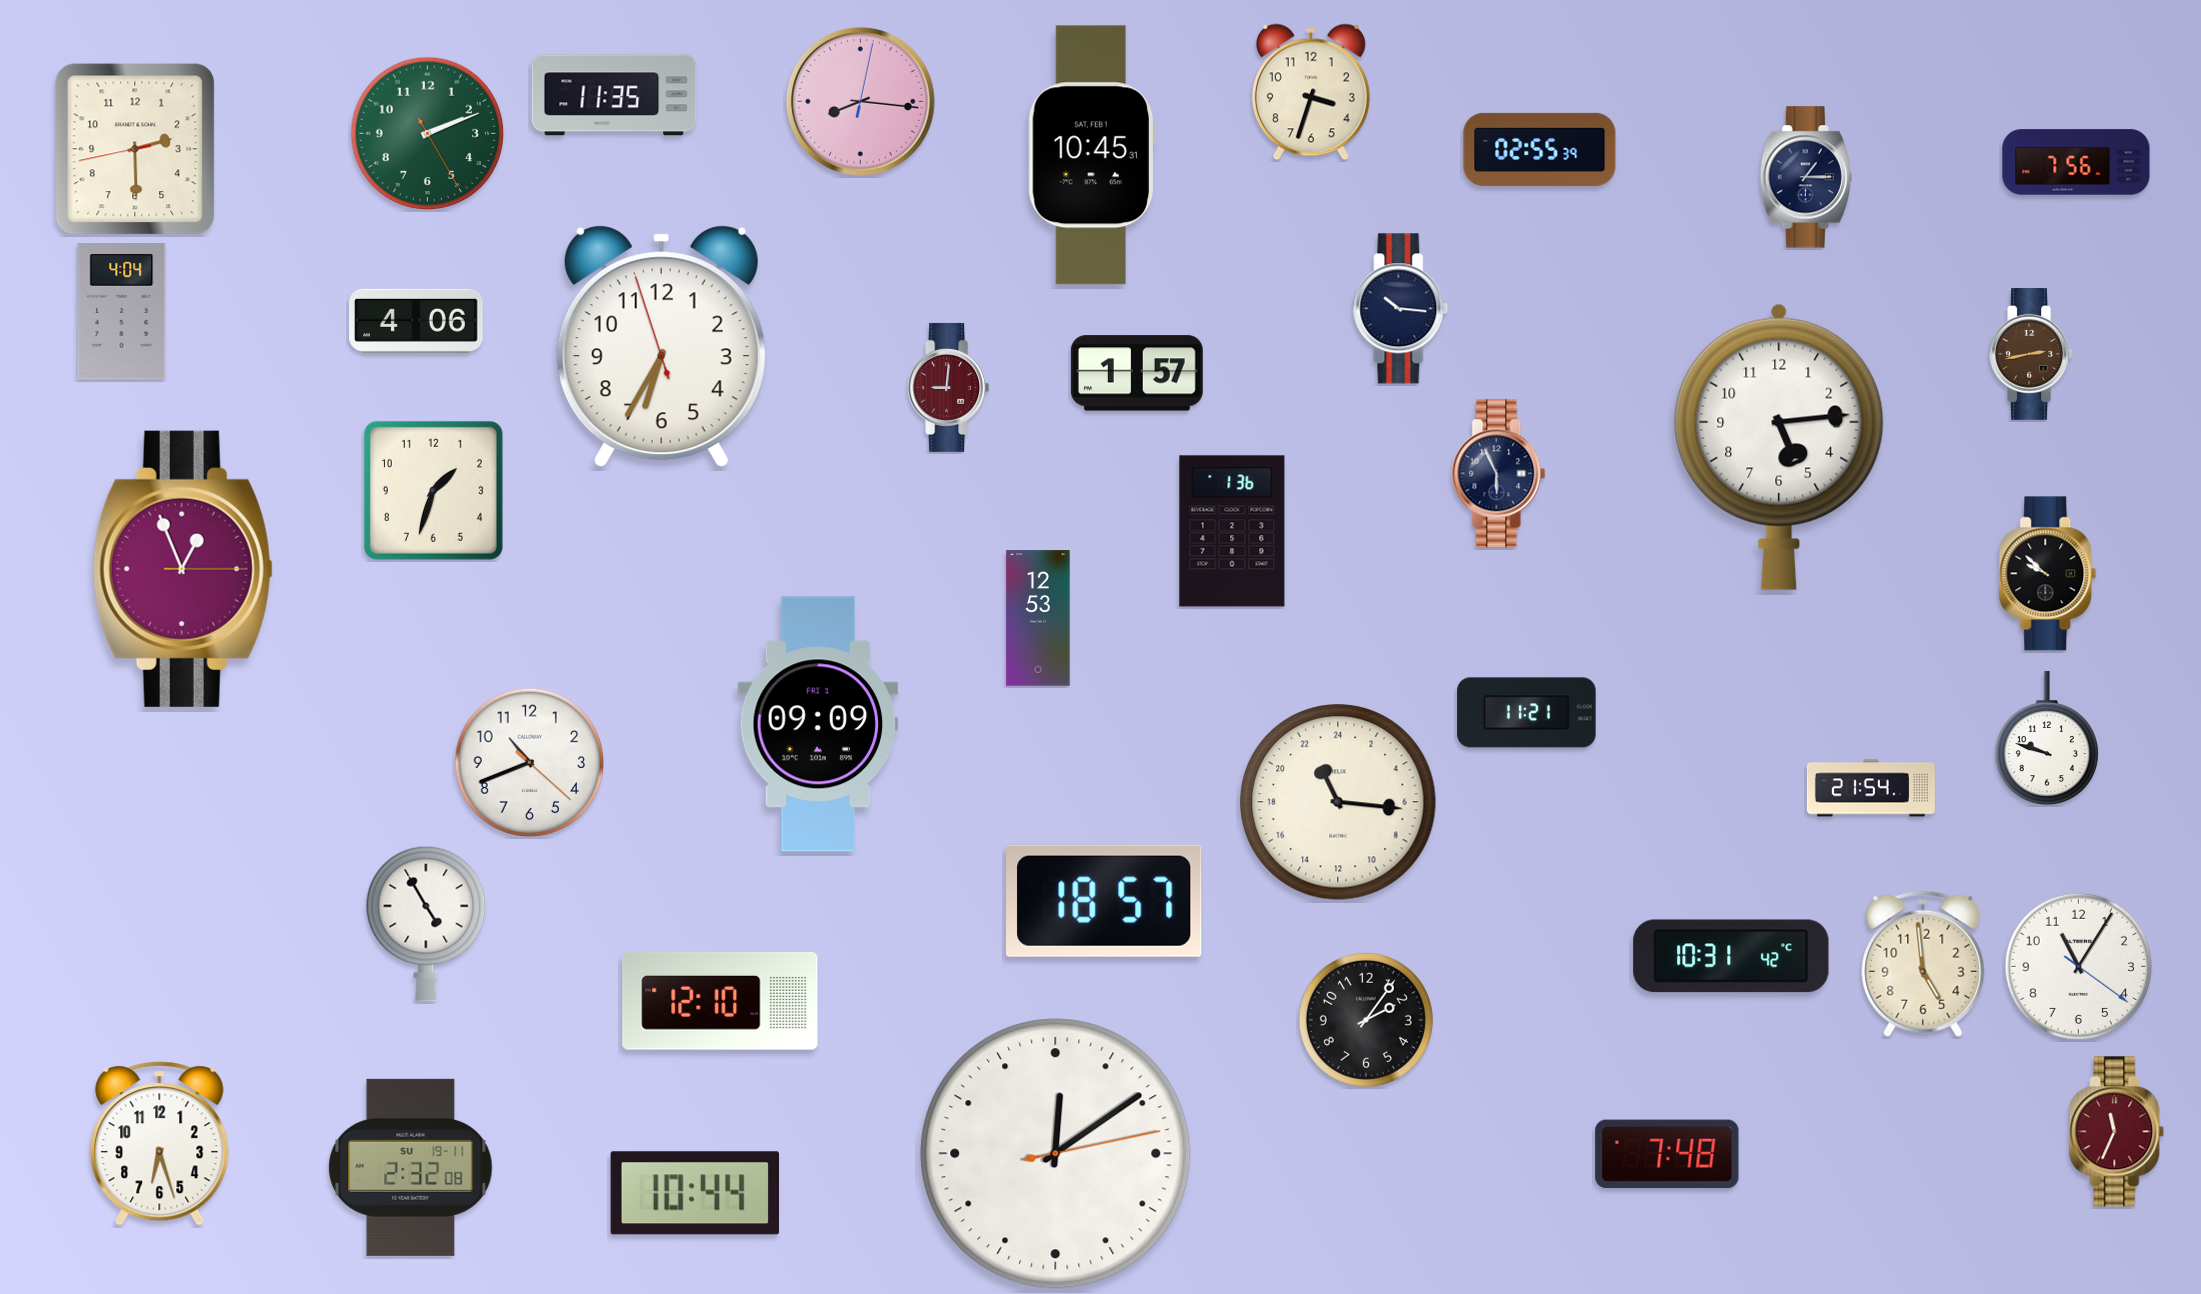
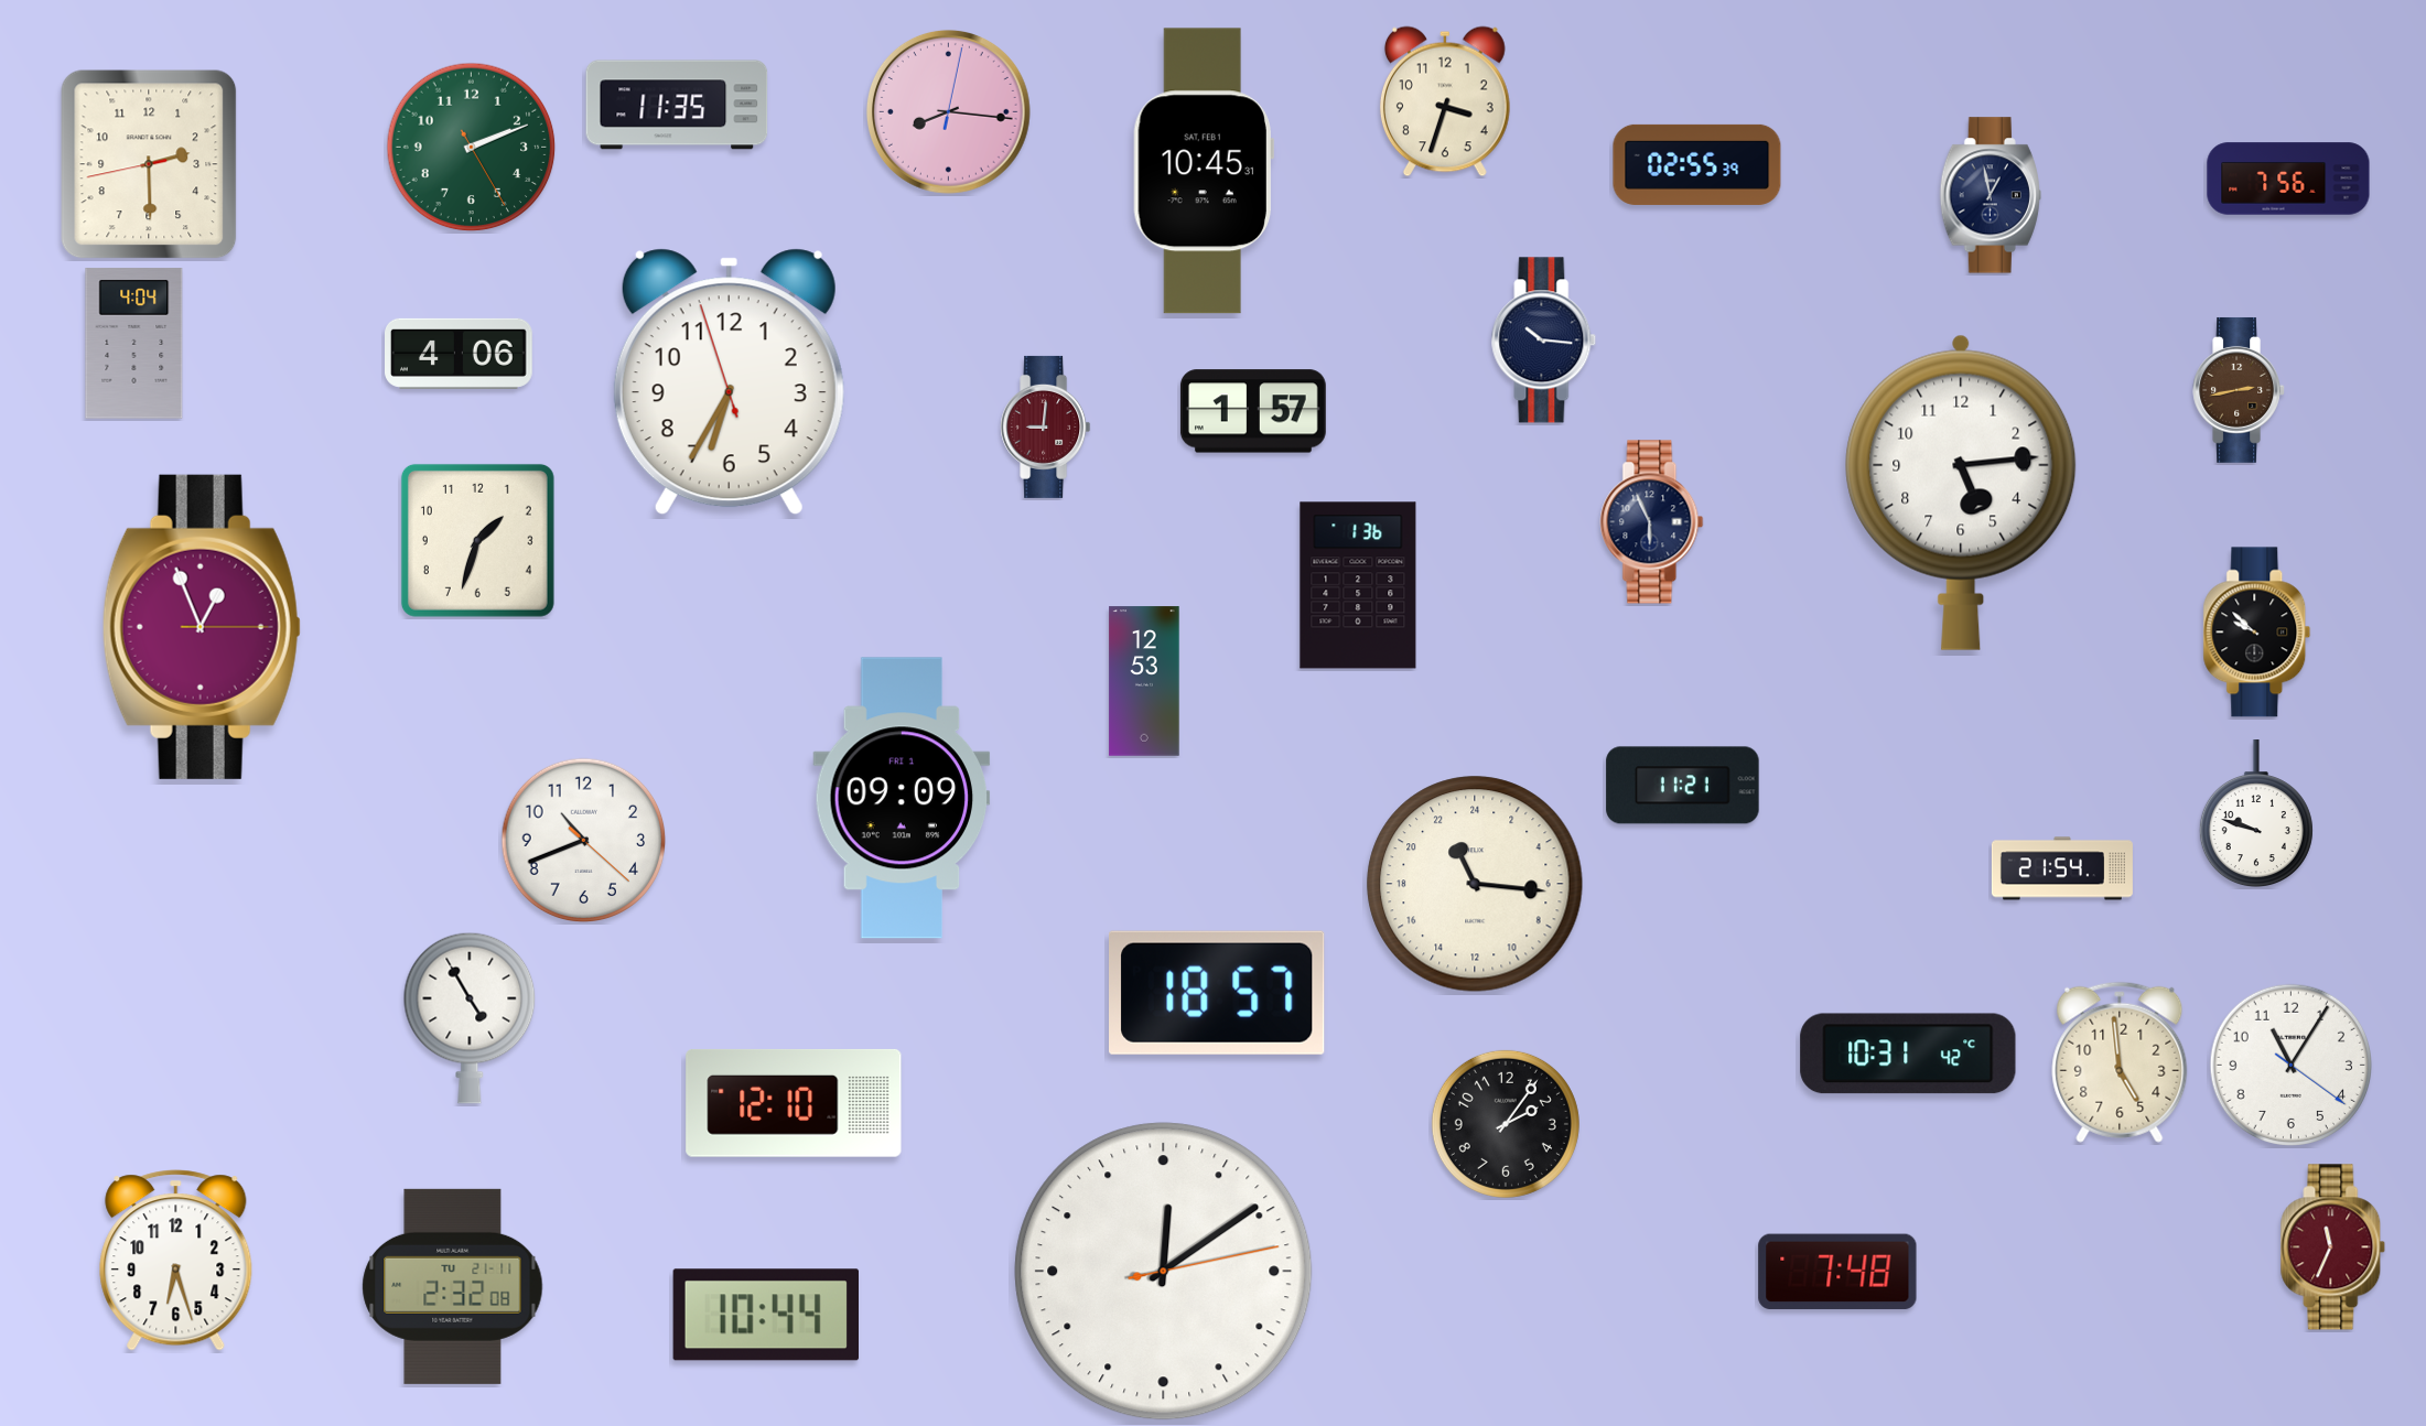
clock at (1806, 177): 1:15 -> 12:58
clock at (411, 1167) date: SU 19-11 -> TU 21-11
